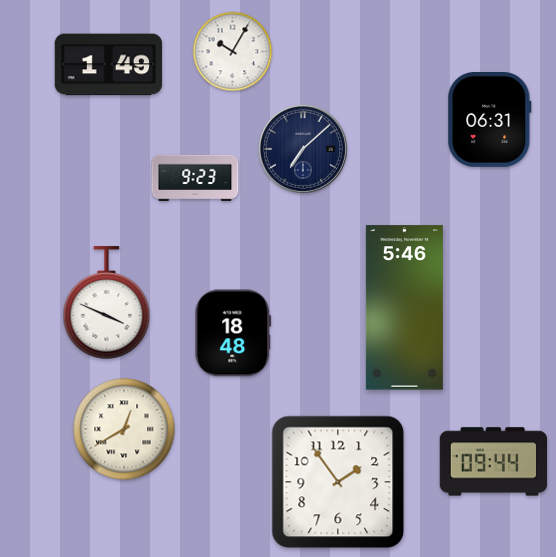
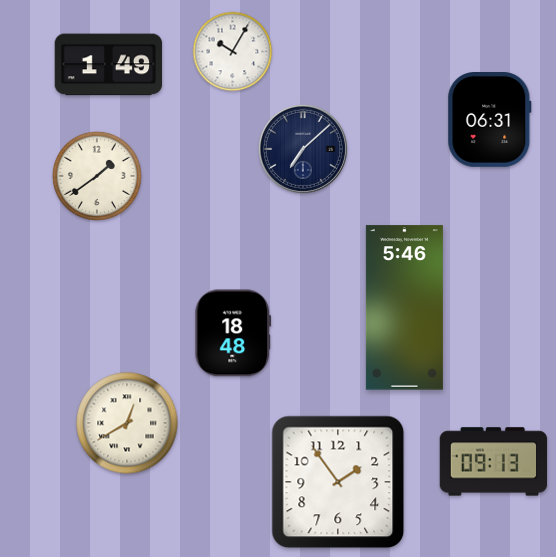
clock at (97, 176): none -> 1:39
clock at (195, 178): 9:23 -> none
clock at (107, 303): 3:49 -> none
clock at (124, 429) position: (124, 429) -> (127, 423)
clock at (494, 462): 09:44 -> 09:13
